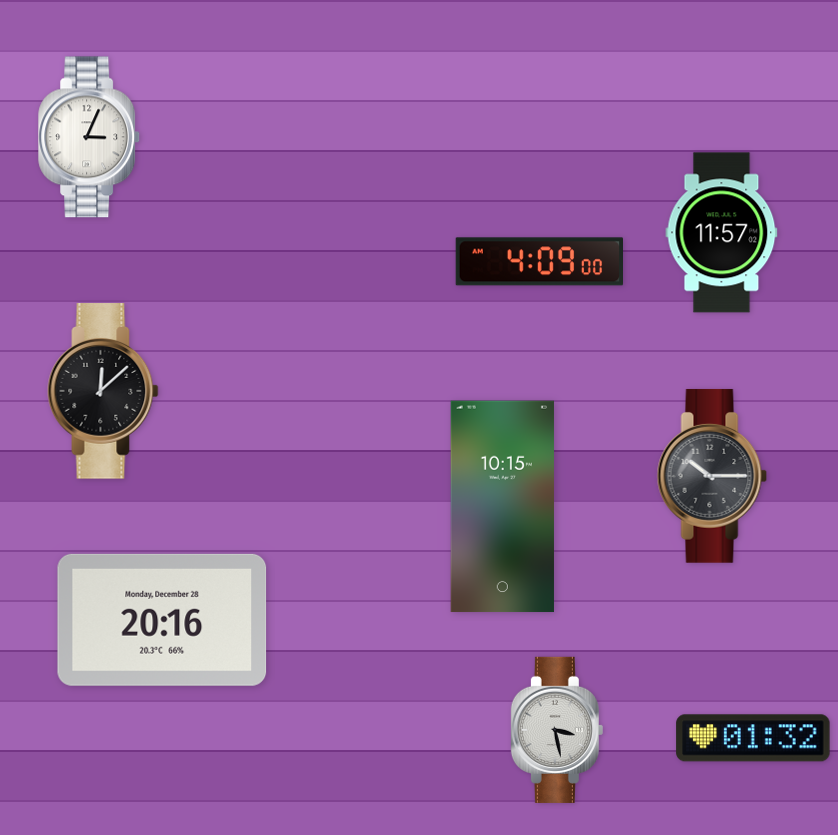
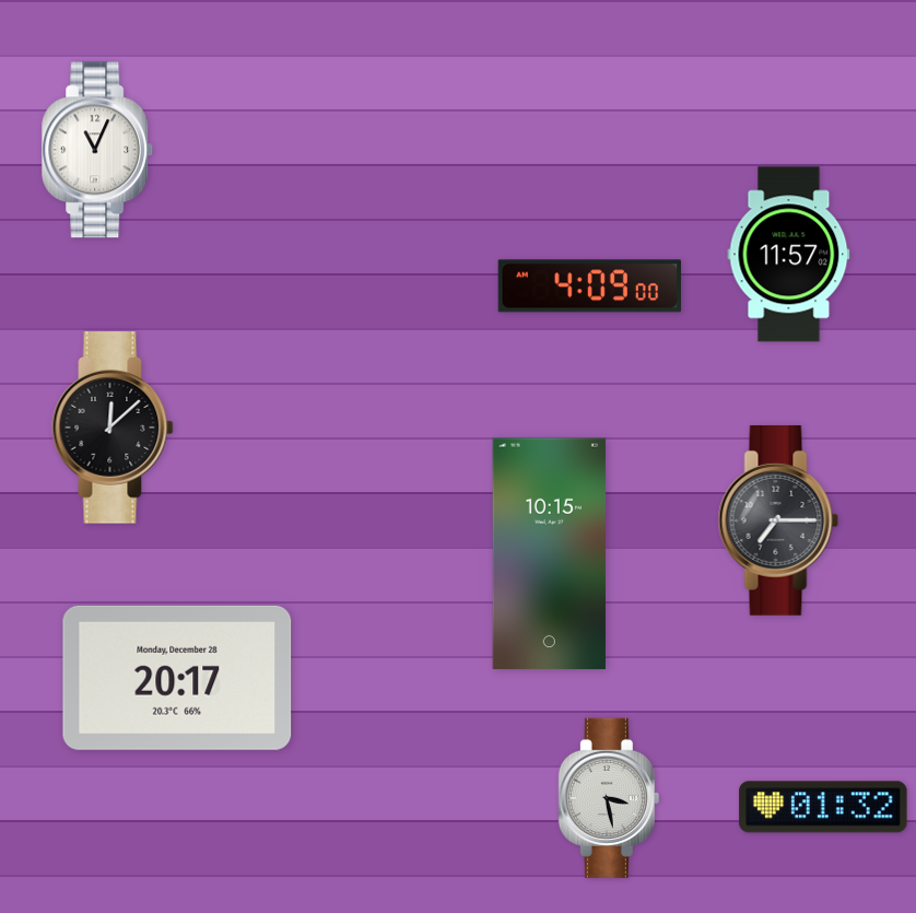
clock at (90, 137): 3:04 -> 11:04
clock at (712, 476): 10:15 -> 7:15
clock at (162, 620): 20:16 -> 20:17
